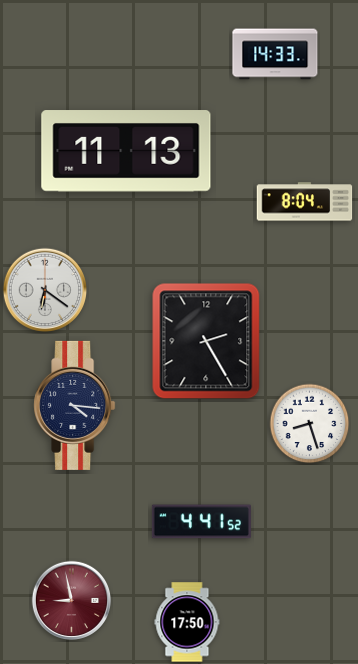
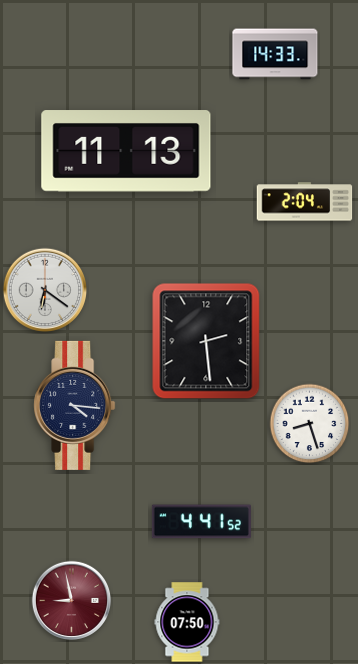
clock at (305, 202): 8:04 -> 2:04
clock at (206, 341): 2:25 -> 2:29
clock at (187, 622): 17:50 -> 07:50
